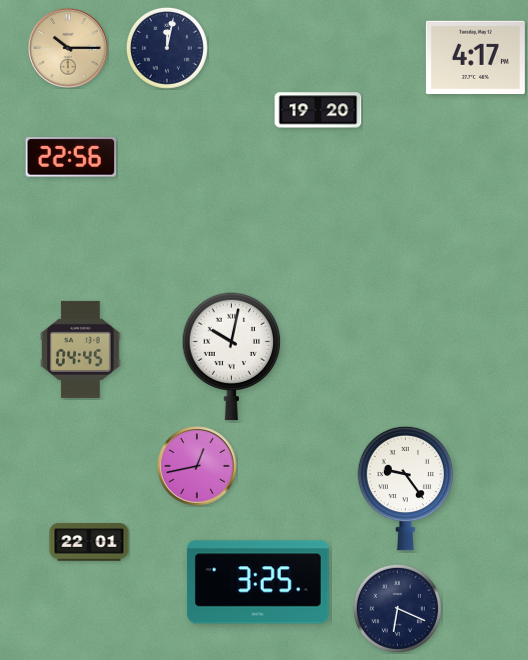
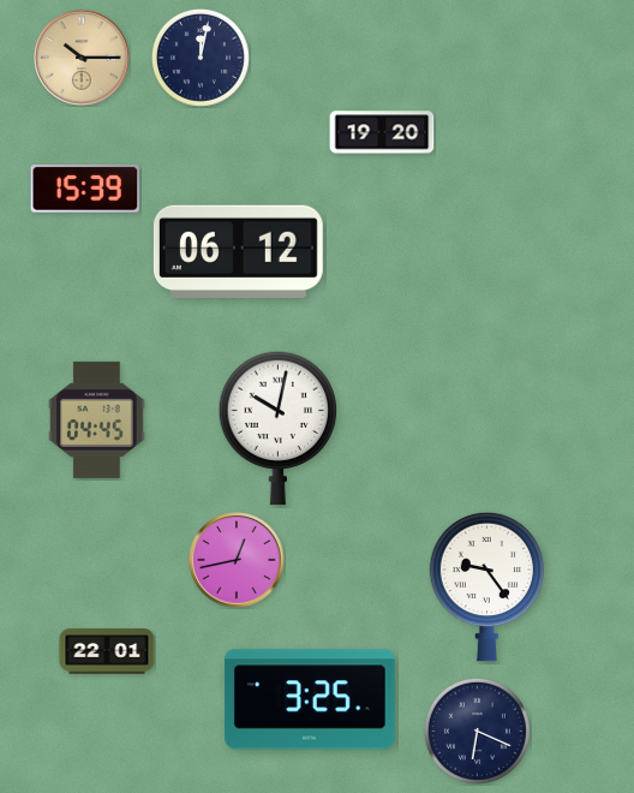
clock at (475, 57): 4:17 -> none
clock at (71, 157): 22:56 -> 15:39
clock at (238, 251): none -> 06:12
